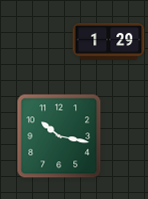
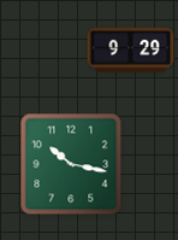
clock at (109, 41): 1:29 -> 9:29
